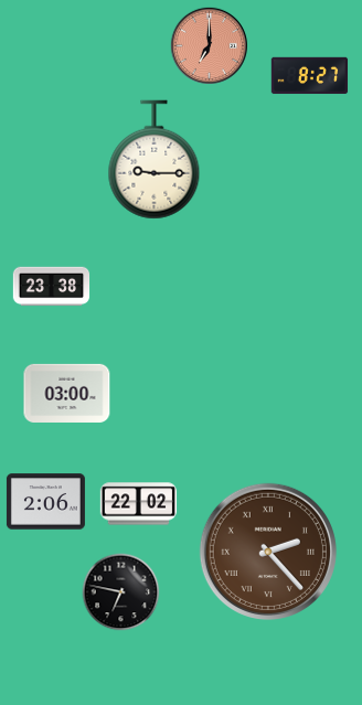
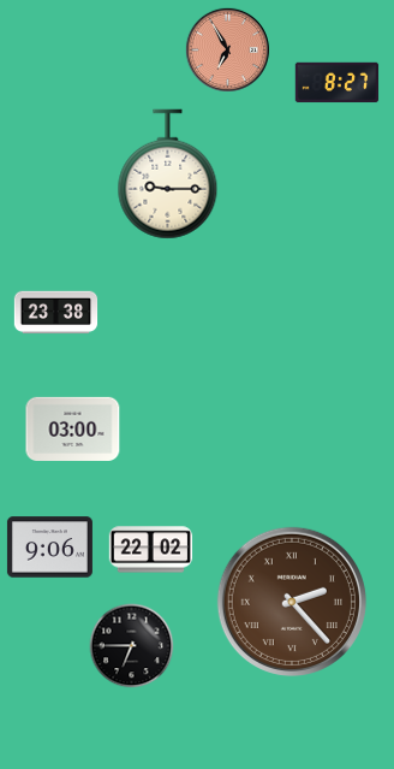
clock at (209, 45): 7:00 -> 6:55
clock at (45, 502): 2:06 -> 9:06
clock at (121, 592): 6:47 -> 6:45
